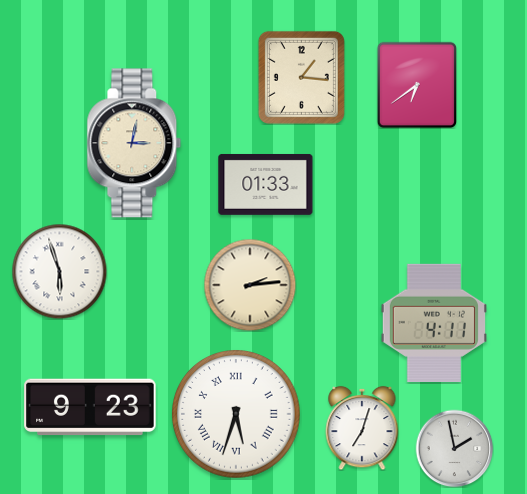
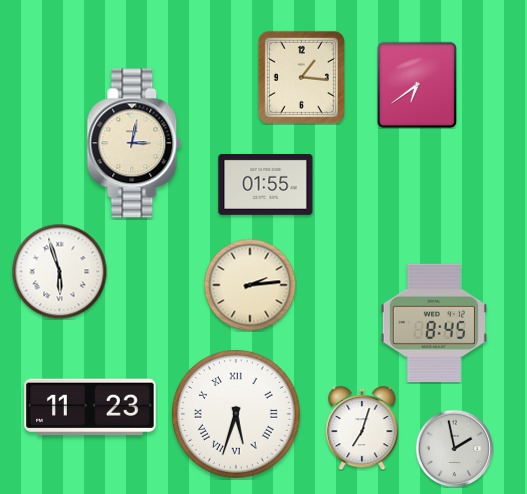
clock at (266, 184): 01:33 -> 01:55
clock at (434, 323): 4:11 -> 8:45
clock at (90, 407): 9:23 -> 11:23
